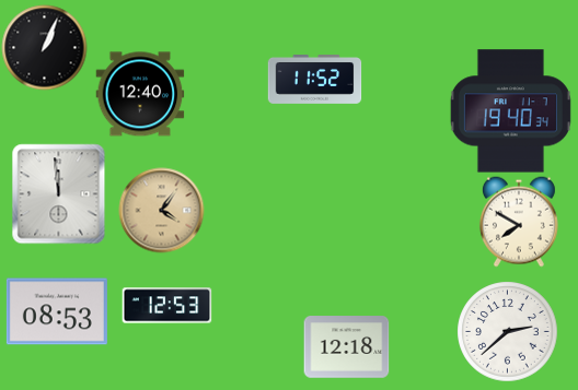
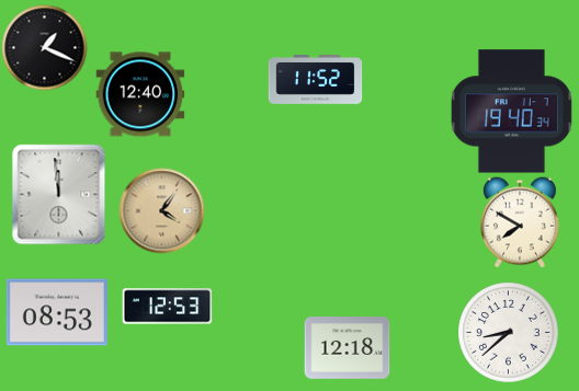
clock at (44, 47): 1:04 -> 1:19
clock at (507, 331): 2:38 -> 8:38
